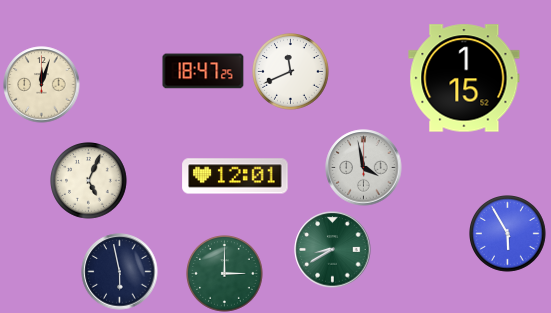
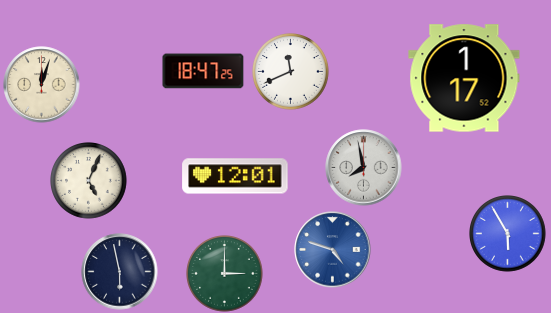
clock at (464, 78): 1:15 -> 1:17
clock at (364, 168): 3:58 -> 7:58
clock at (333, 250): 8:40 -> 4:48
clock at (333, 250) dial: green -> blue
